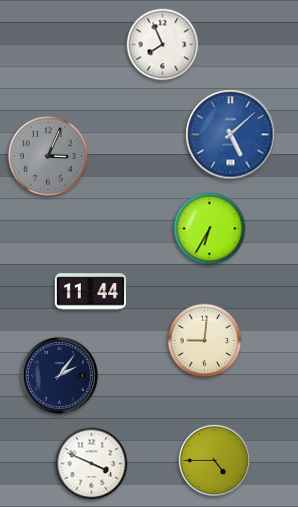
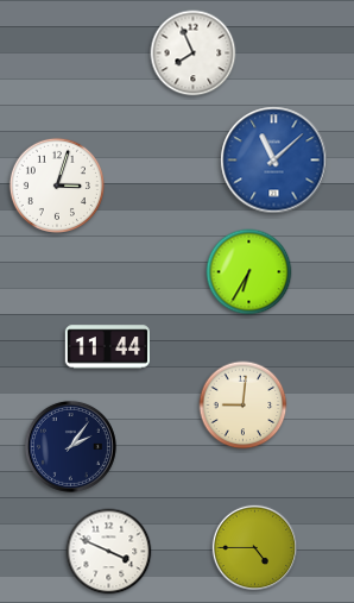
clock at (231, 135): 5:08 -> 11:08
clock at (48, 156): 3:04 -> 3:03
clock at (48, 156) dial: grey -> white
